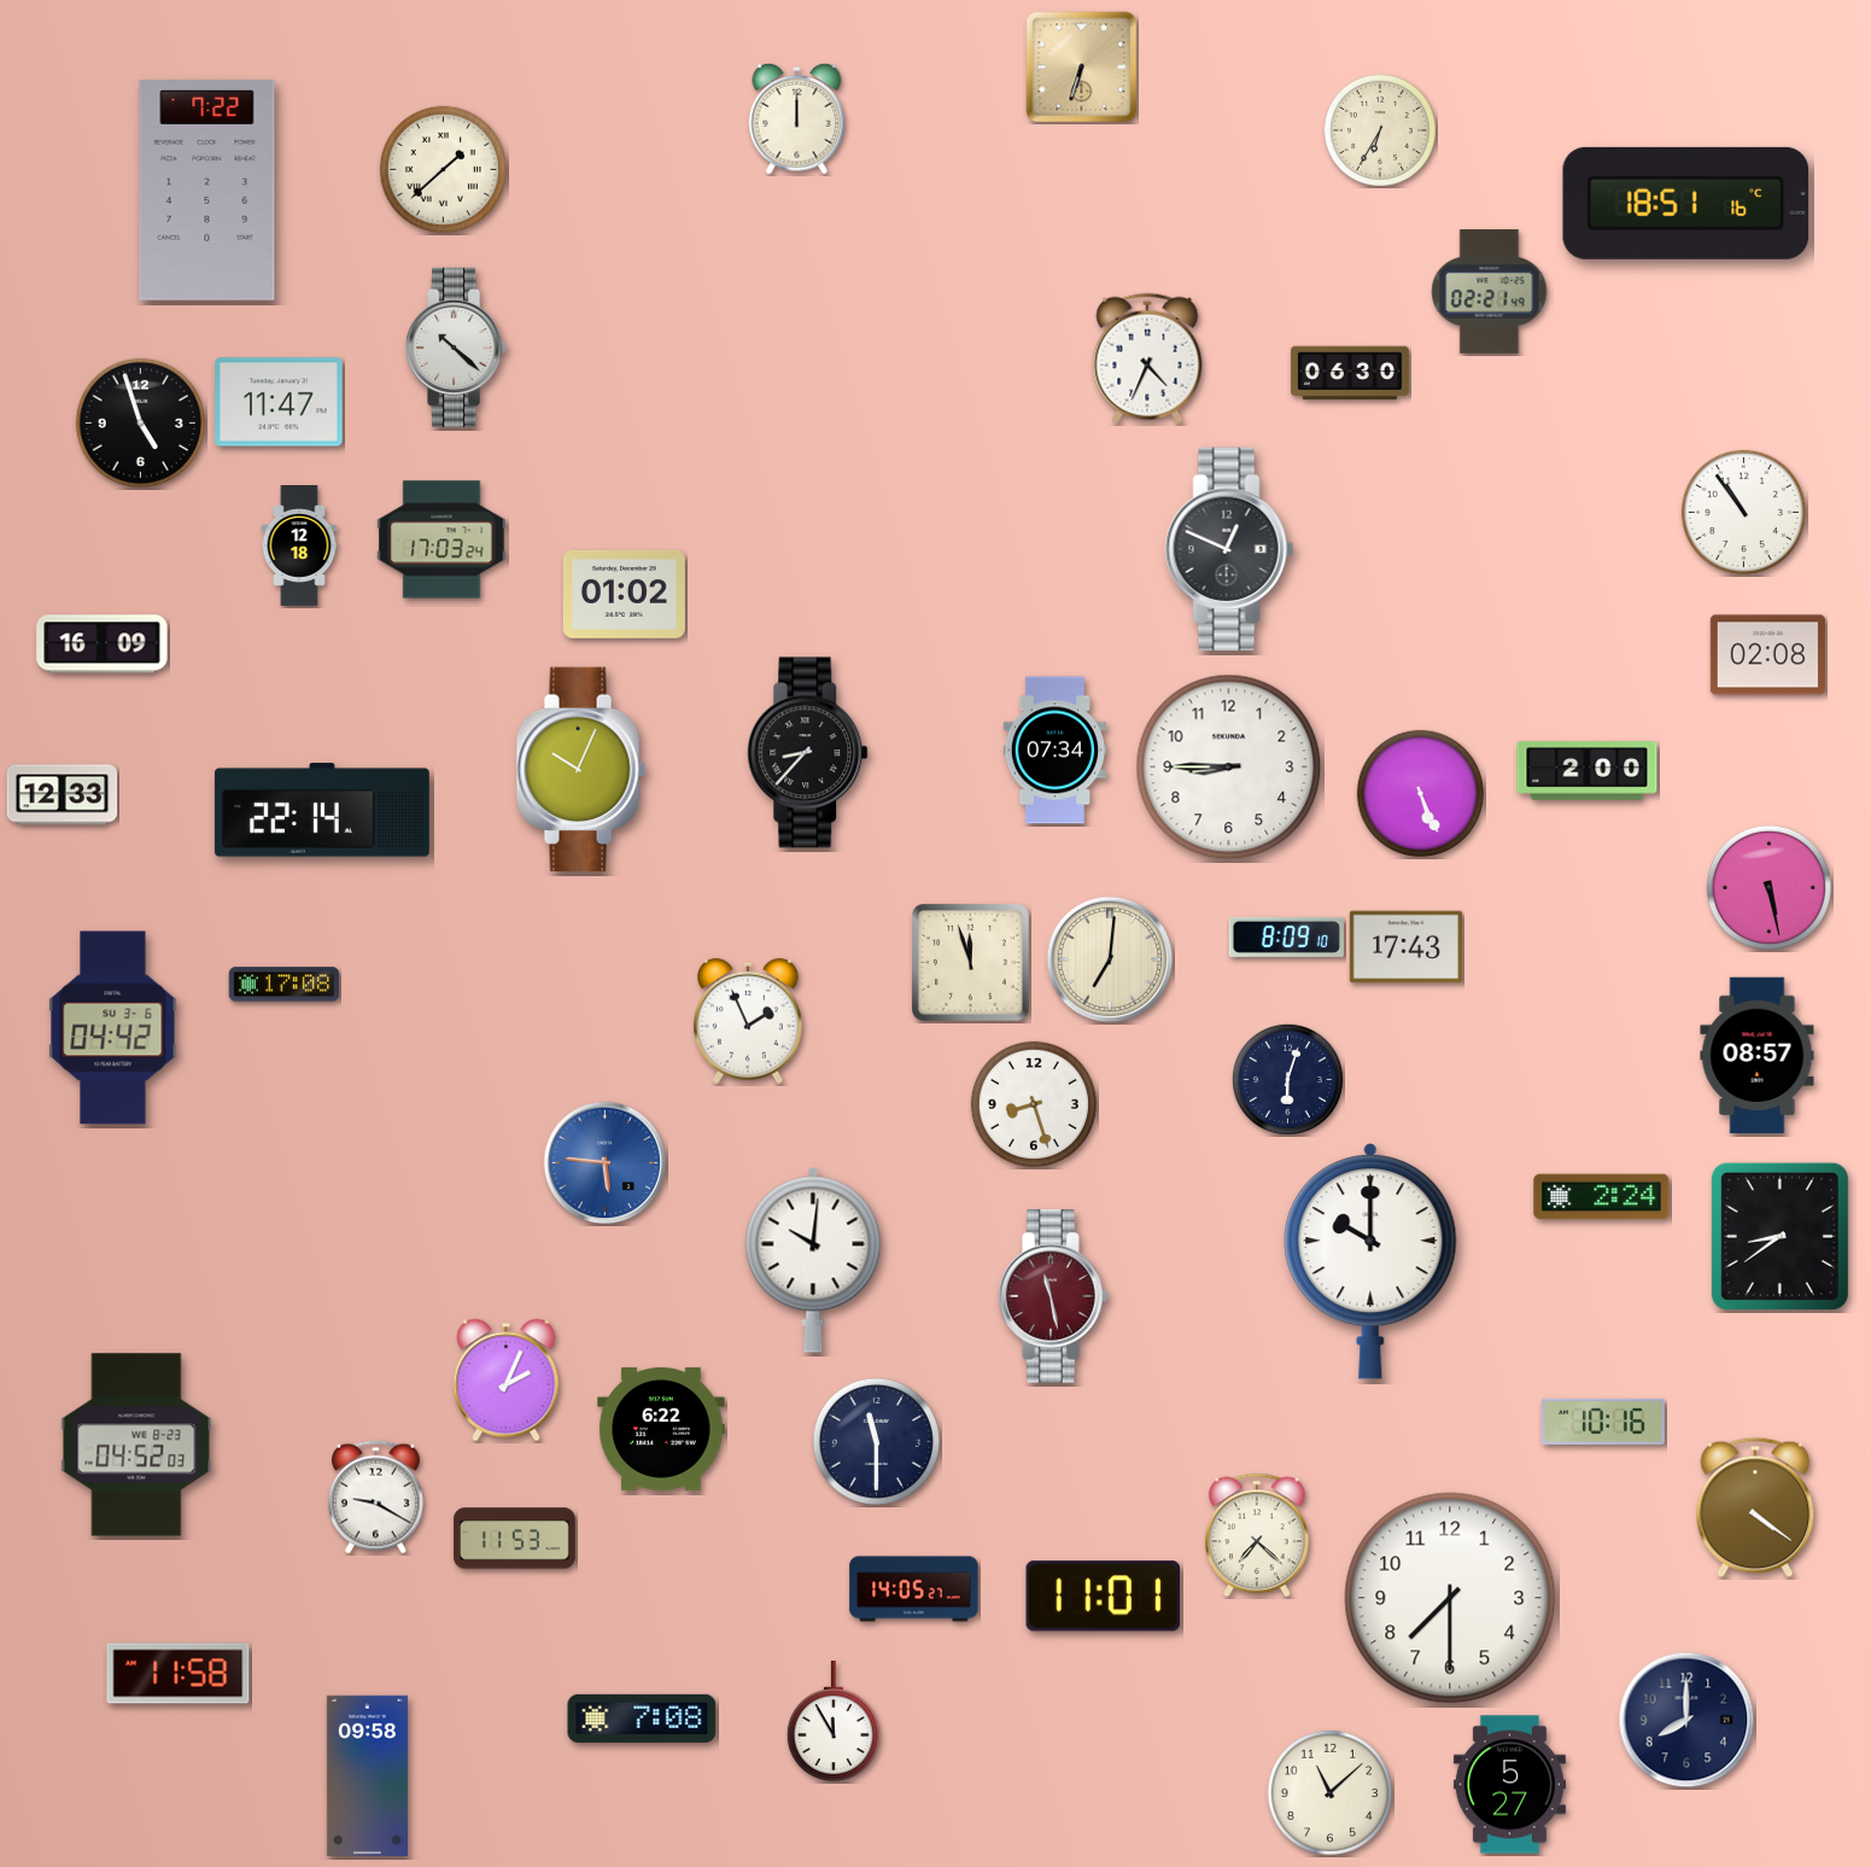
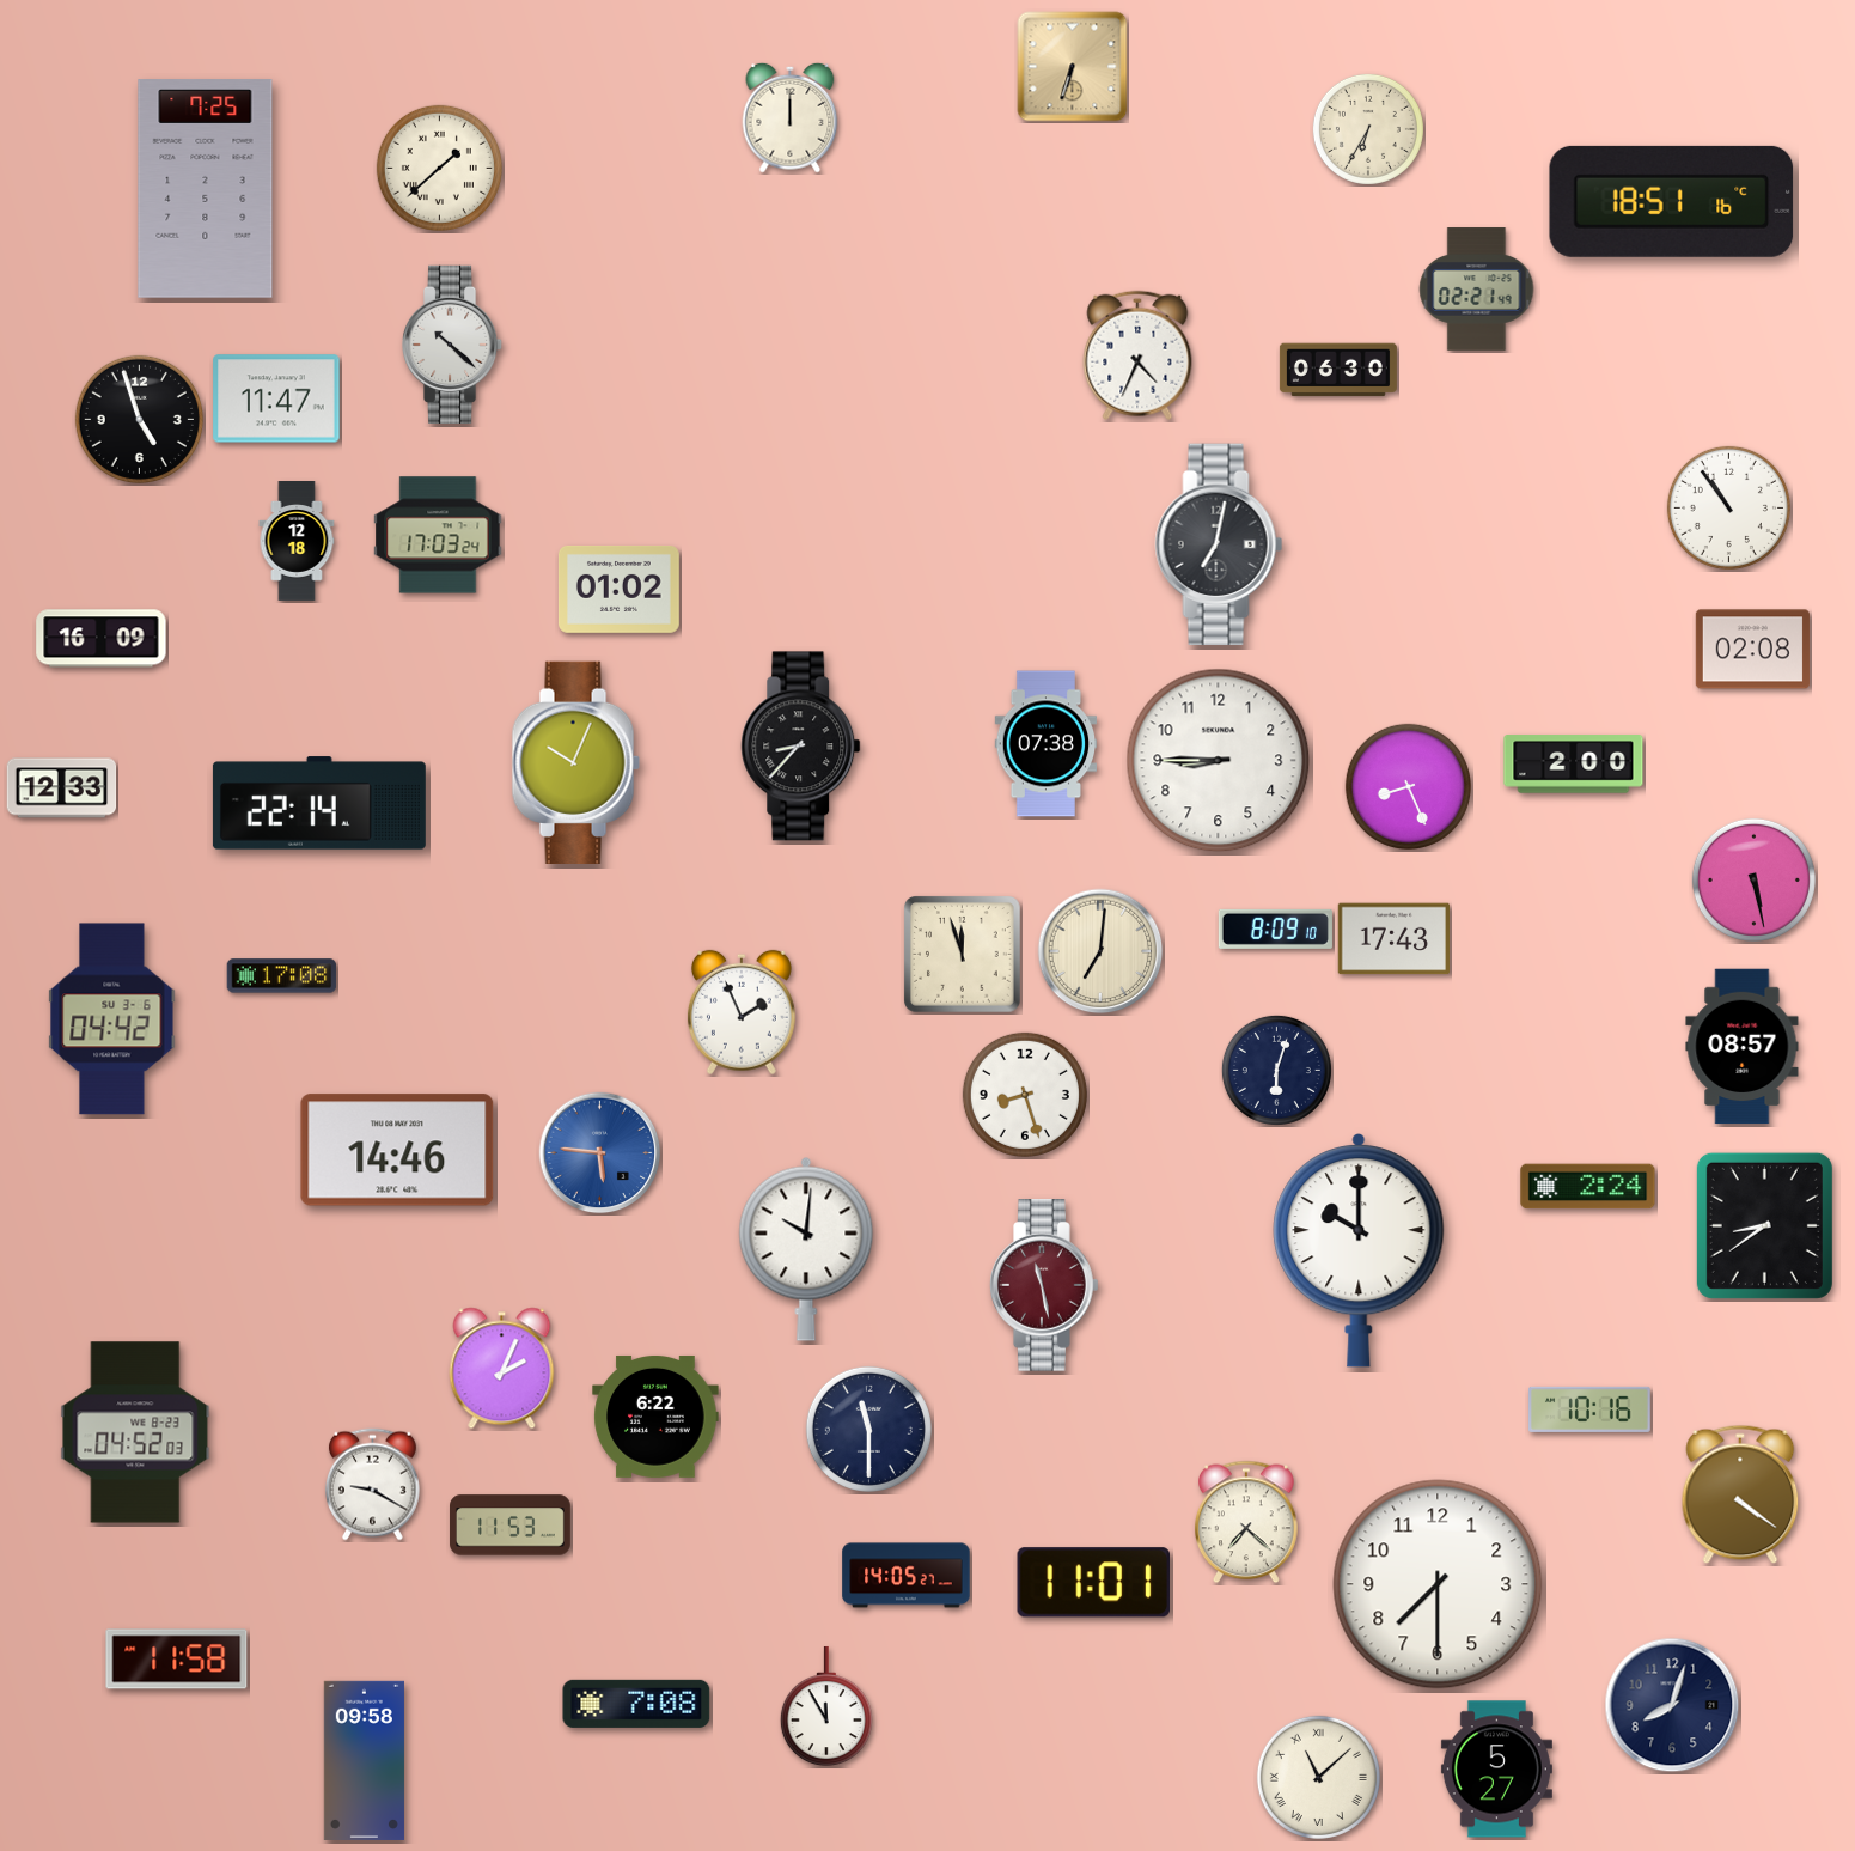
clock at (207, 191): 7:22 -> 7:25
clock at (1229, 549): 12:49 -> 7:02
clock at (1056, 751): 07:34 -> 07:38
clock at (1420, 793): 5:26 -> 8:26
clock at (397, 1150): none -> 14:46
clock at (1686, 1720): 8:00 -> 8:03
clock at (1329, 1792) numerals: Arabic -> Roman
